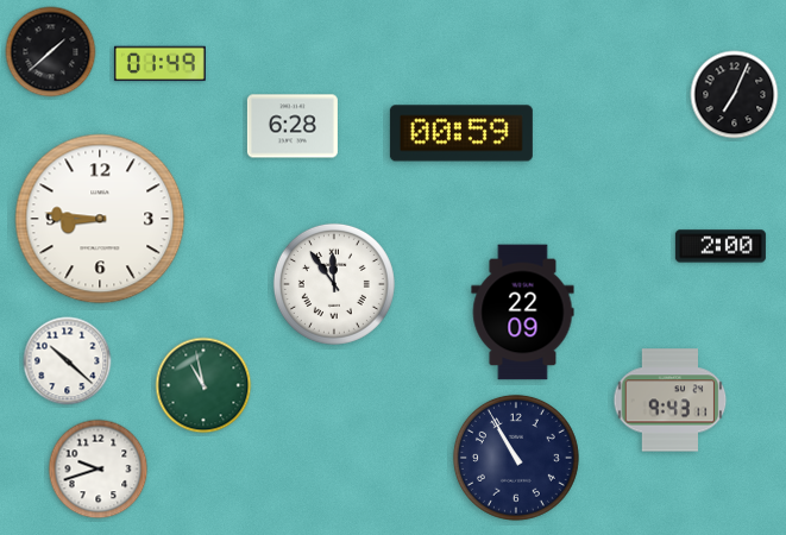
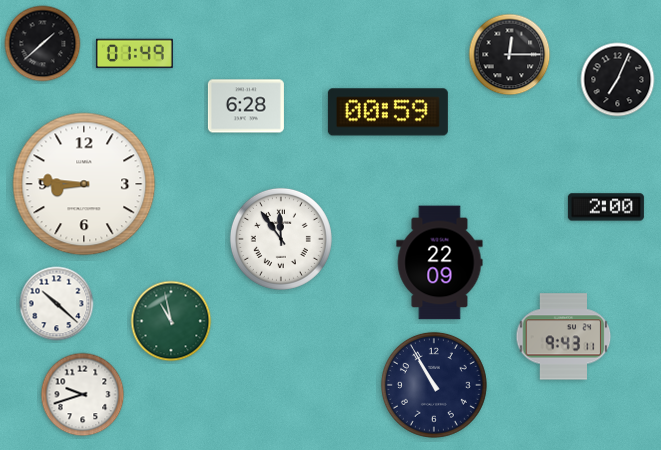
clock at (510, 55): none -> 12:15
clock at (203, 385) position: (203, 385) -> (171, 321)
